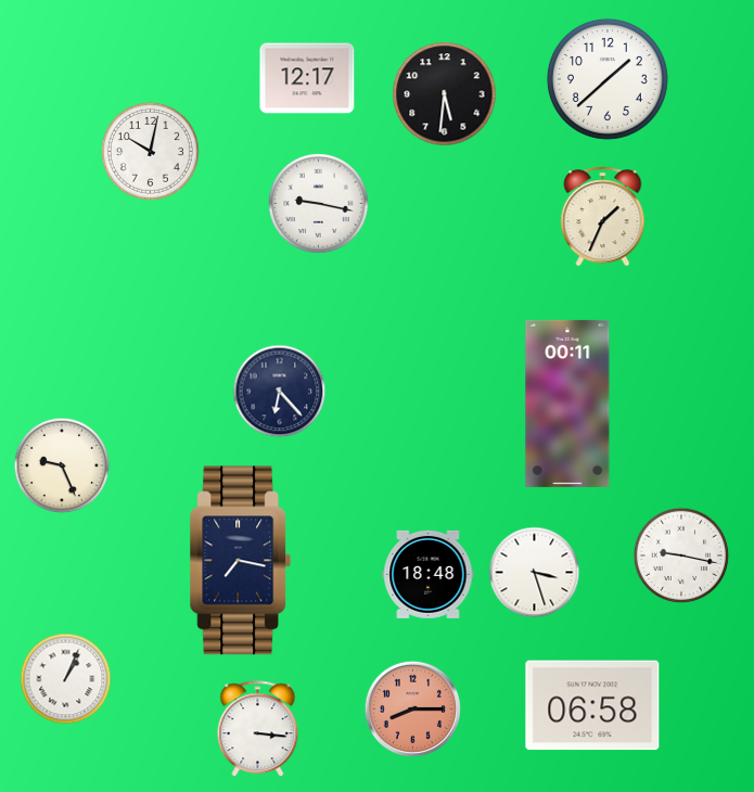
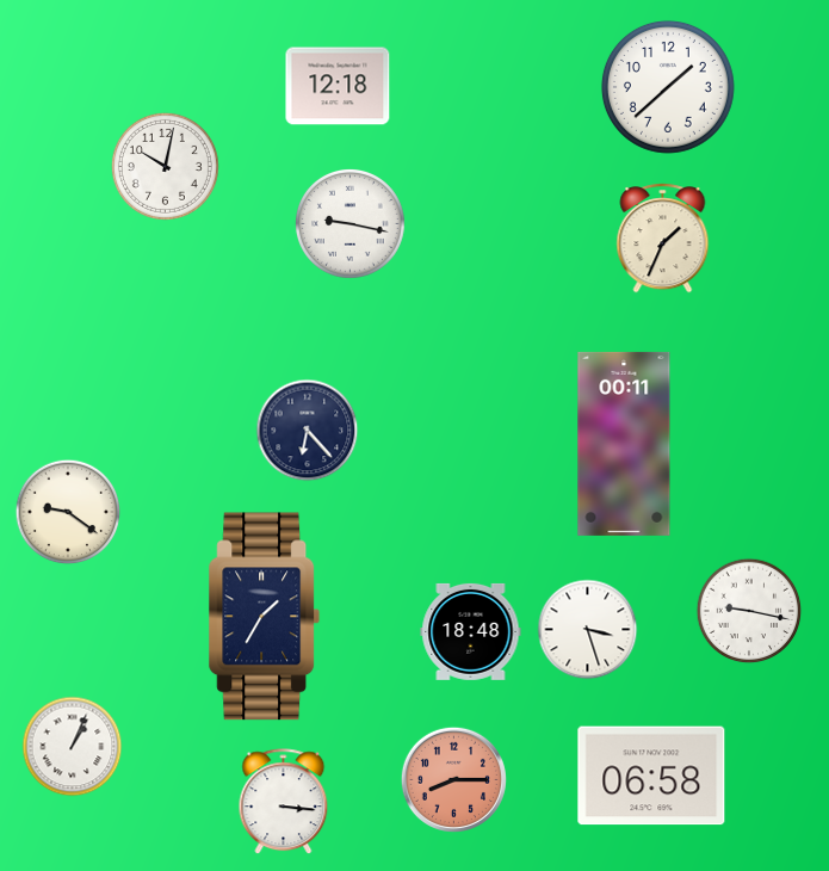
clock at (307, 78): 12:17 -> 12:18
clock at (445, 94): 5:31 -> none
clock at (62, 465): 9:26 -> 9:21
clock at (241, 561): 7:17 -> 1:35
